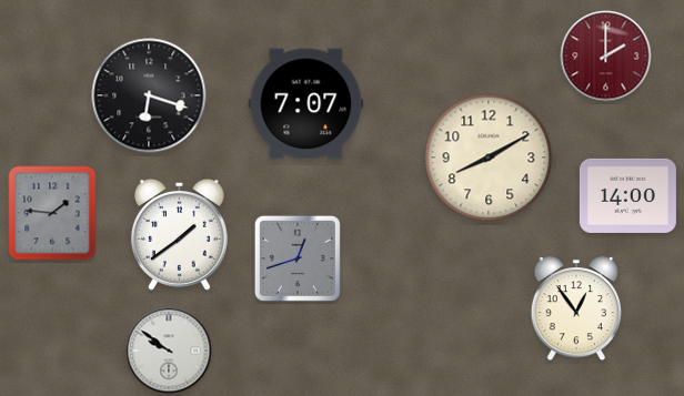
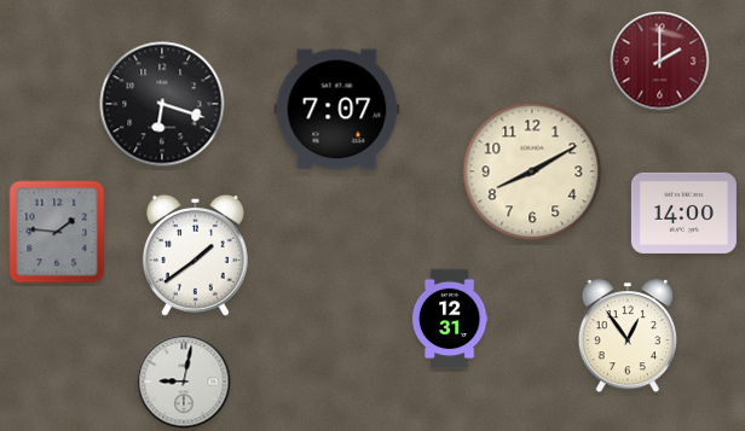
clock at (306, 104) position: (306, 104) -> (337, 110)
clock at (298, 258): 12:42 -> none
clock at (450, 319): none -> 12:31
clock at (169, 351): 9:51 -> 9:02
